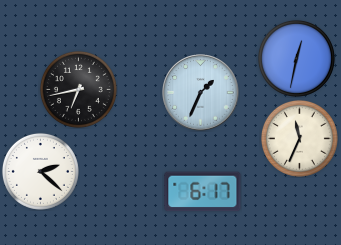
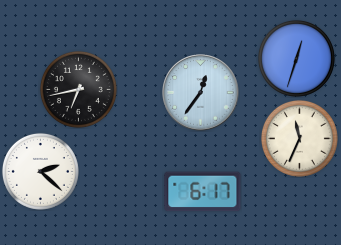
clock at (296, 58): 12:32 -> 12:33
clock at (201, 93): 1:34 -> 12:36
